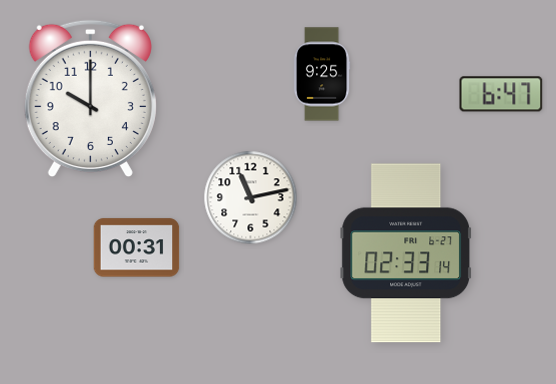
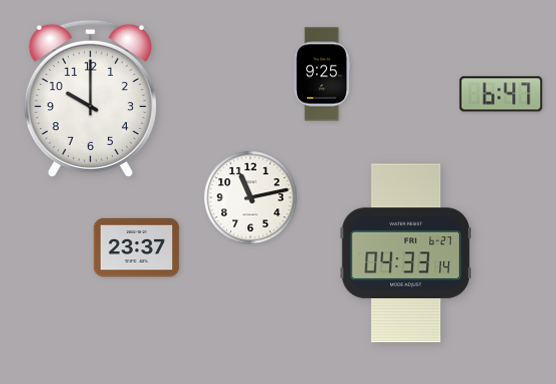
clock at (137, 248): 00:31 -> 23:37
clock at (406, 253): 02:33 -> 04:33
